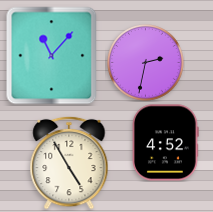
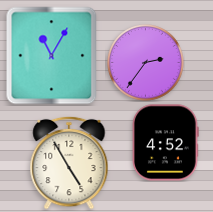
clock at (52, 56): 11:07 -> 11:05
clock at (146, 63): 2:32 -> 2:36
